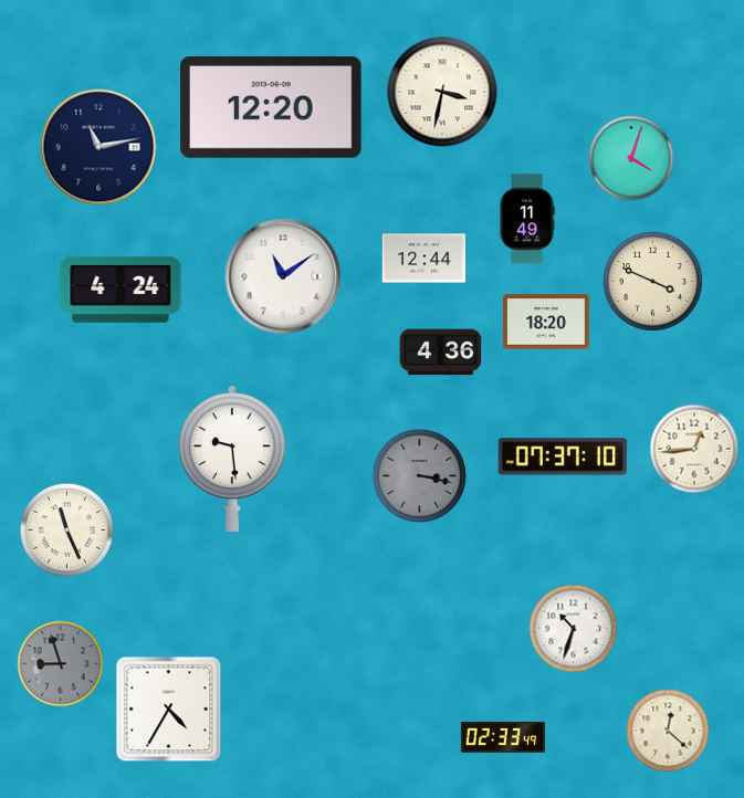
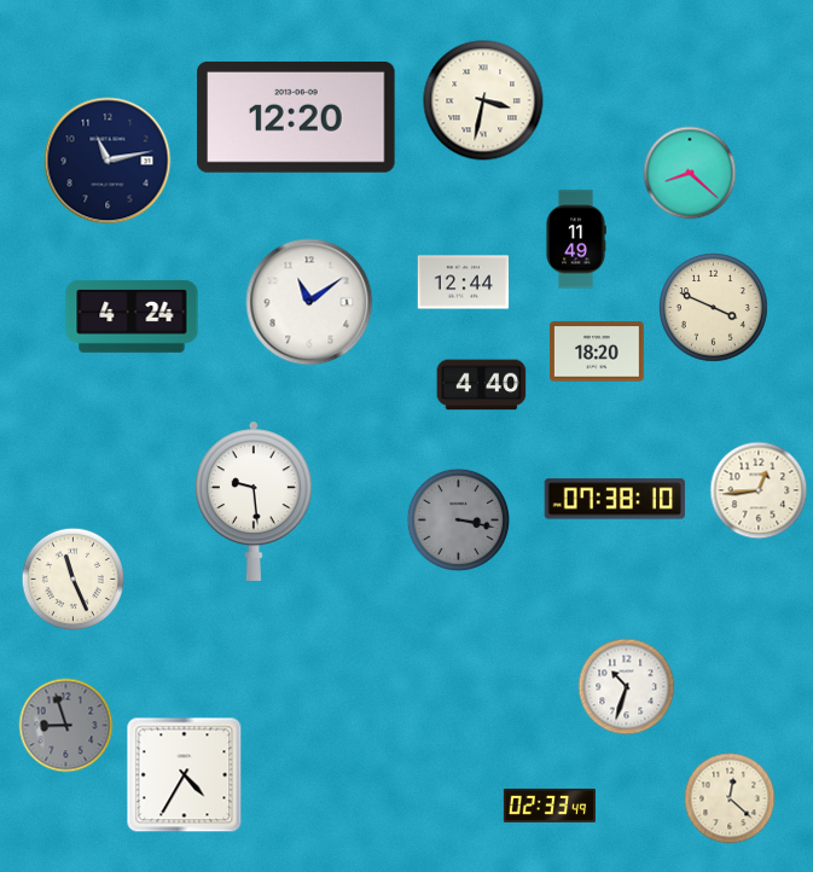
clock at (631, 158): 4:03 -> 8:22
clock at (441, 353): 4:36 -> 4:40
clock at (563, 456): 07:37 -> 07:38
